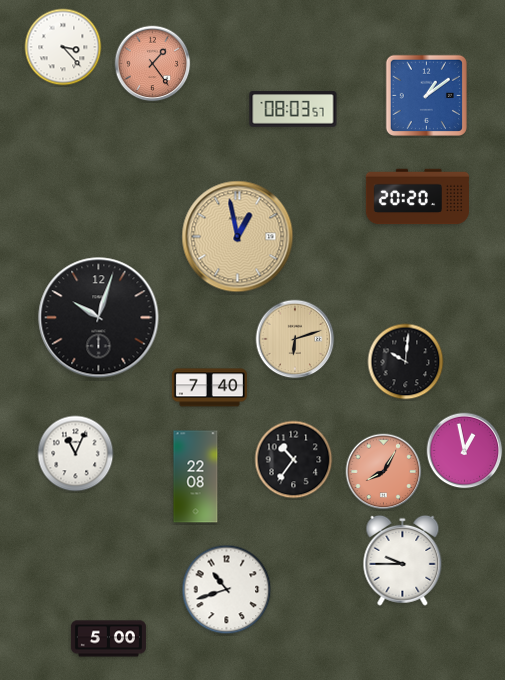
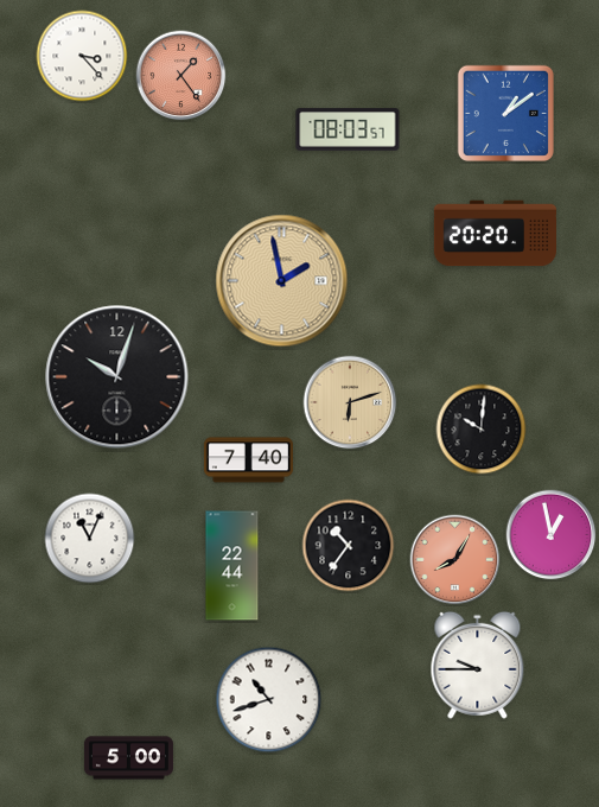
clock at (63, 47) position: (63, 47) -> (82, 56)
clock at (238, 237): 12:58 -> 1:58
clock at (196, 477): 22:08 -> 22:44
